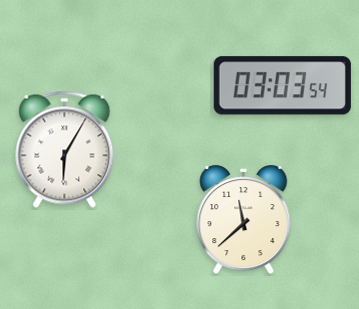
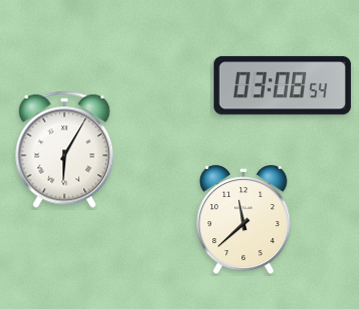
clock at (282, 86): 03:03 -> 03:08
